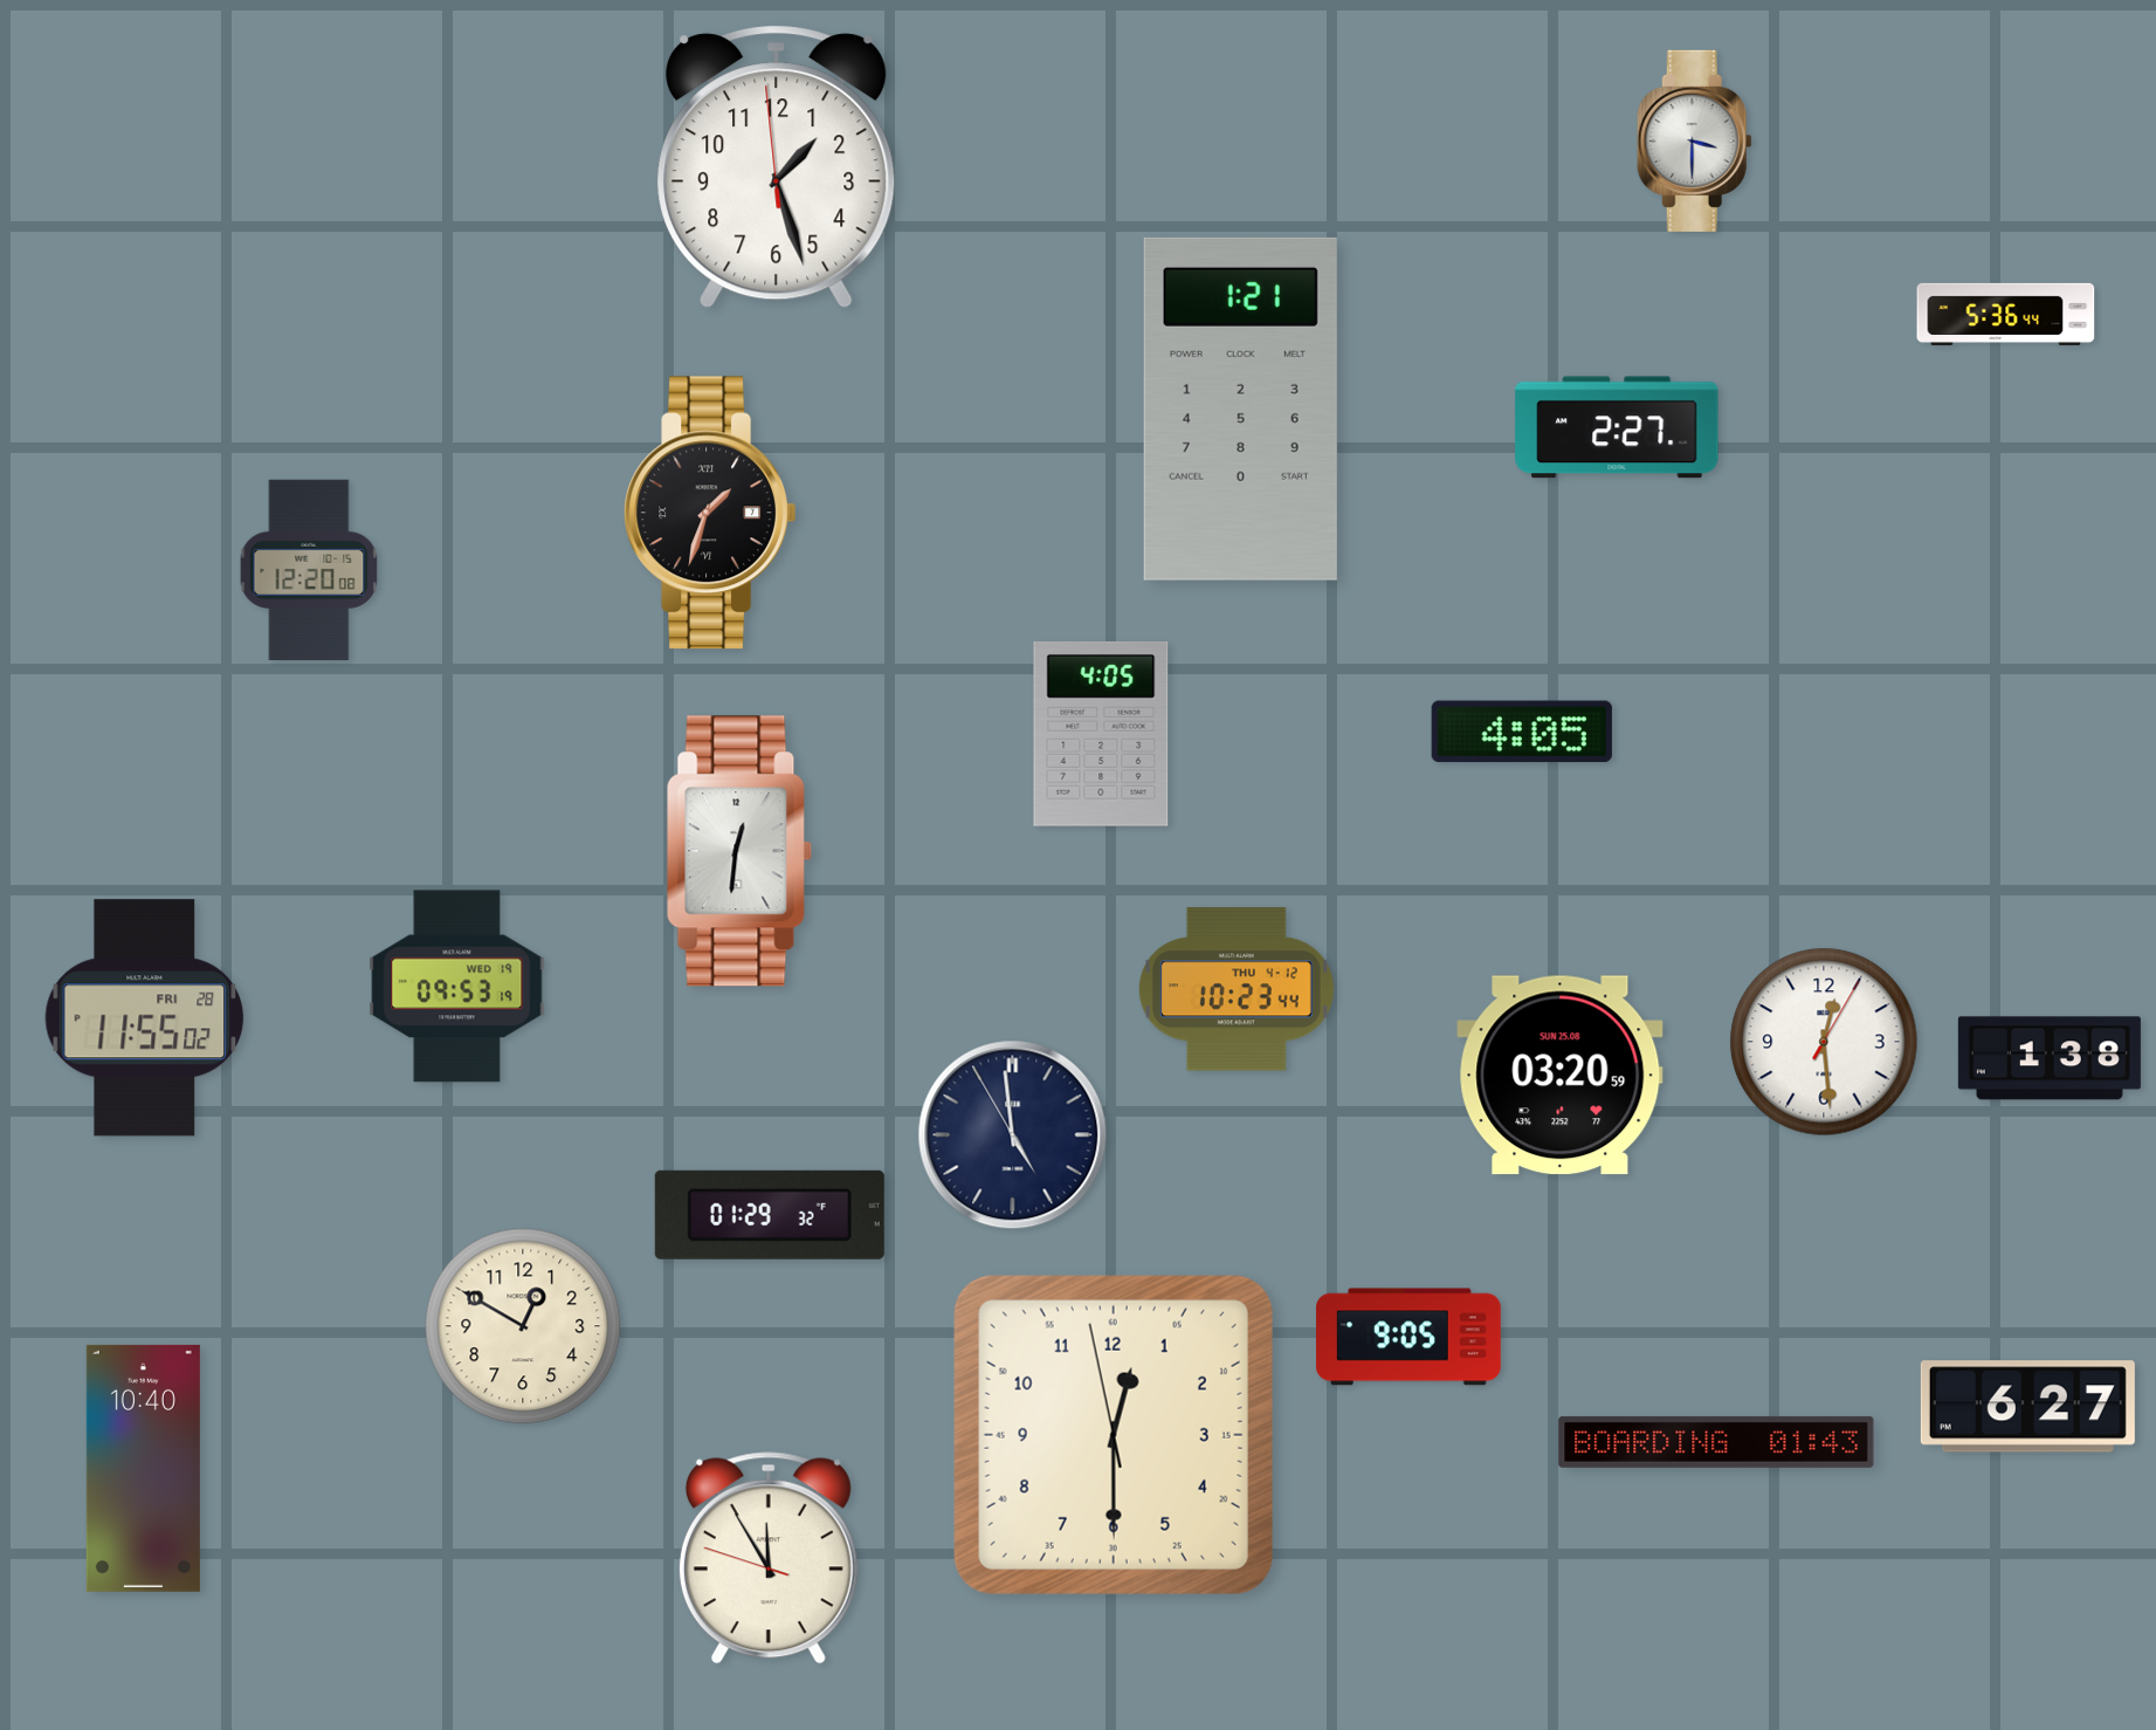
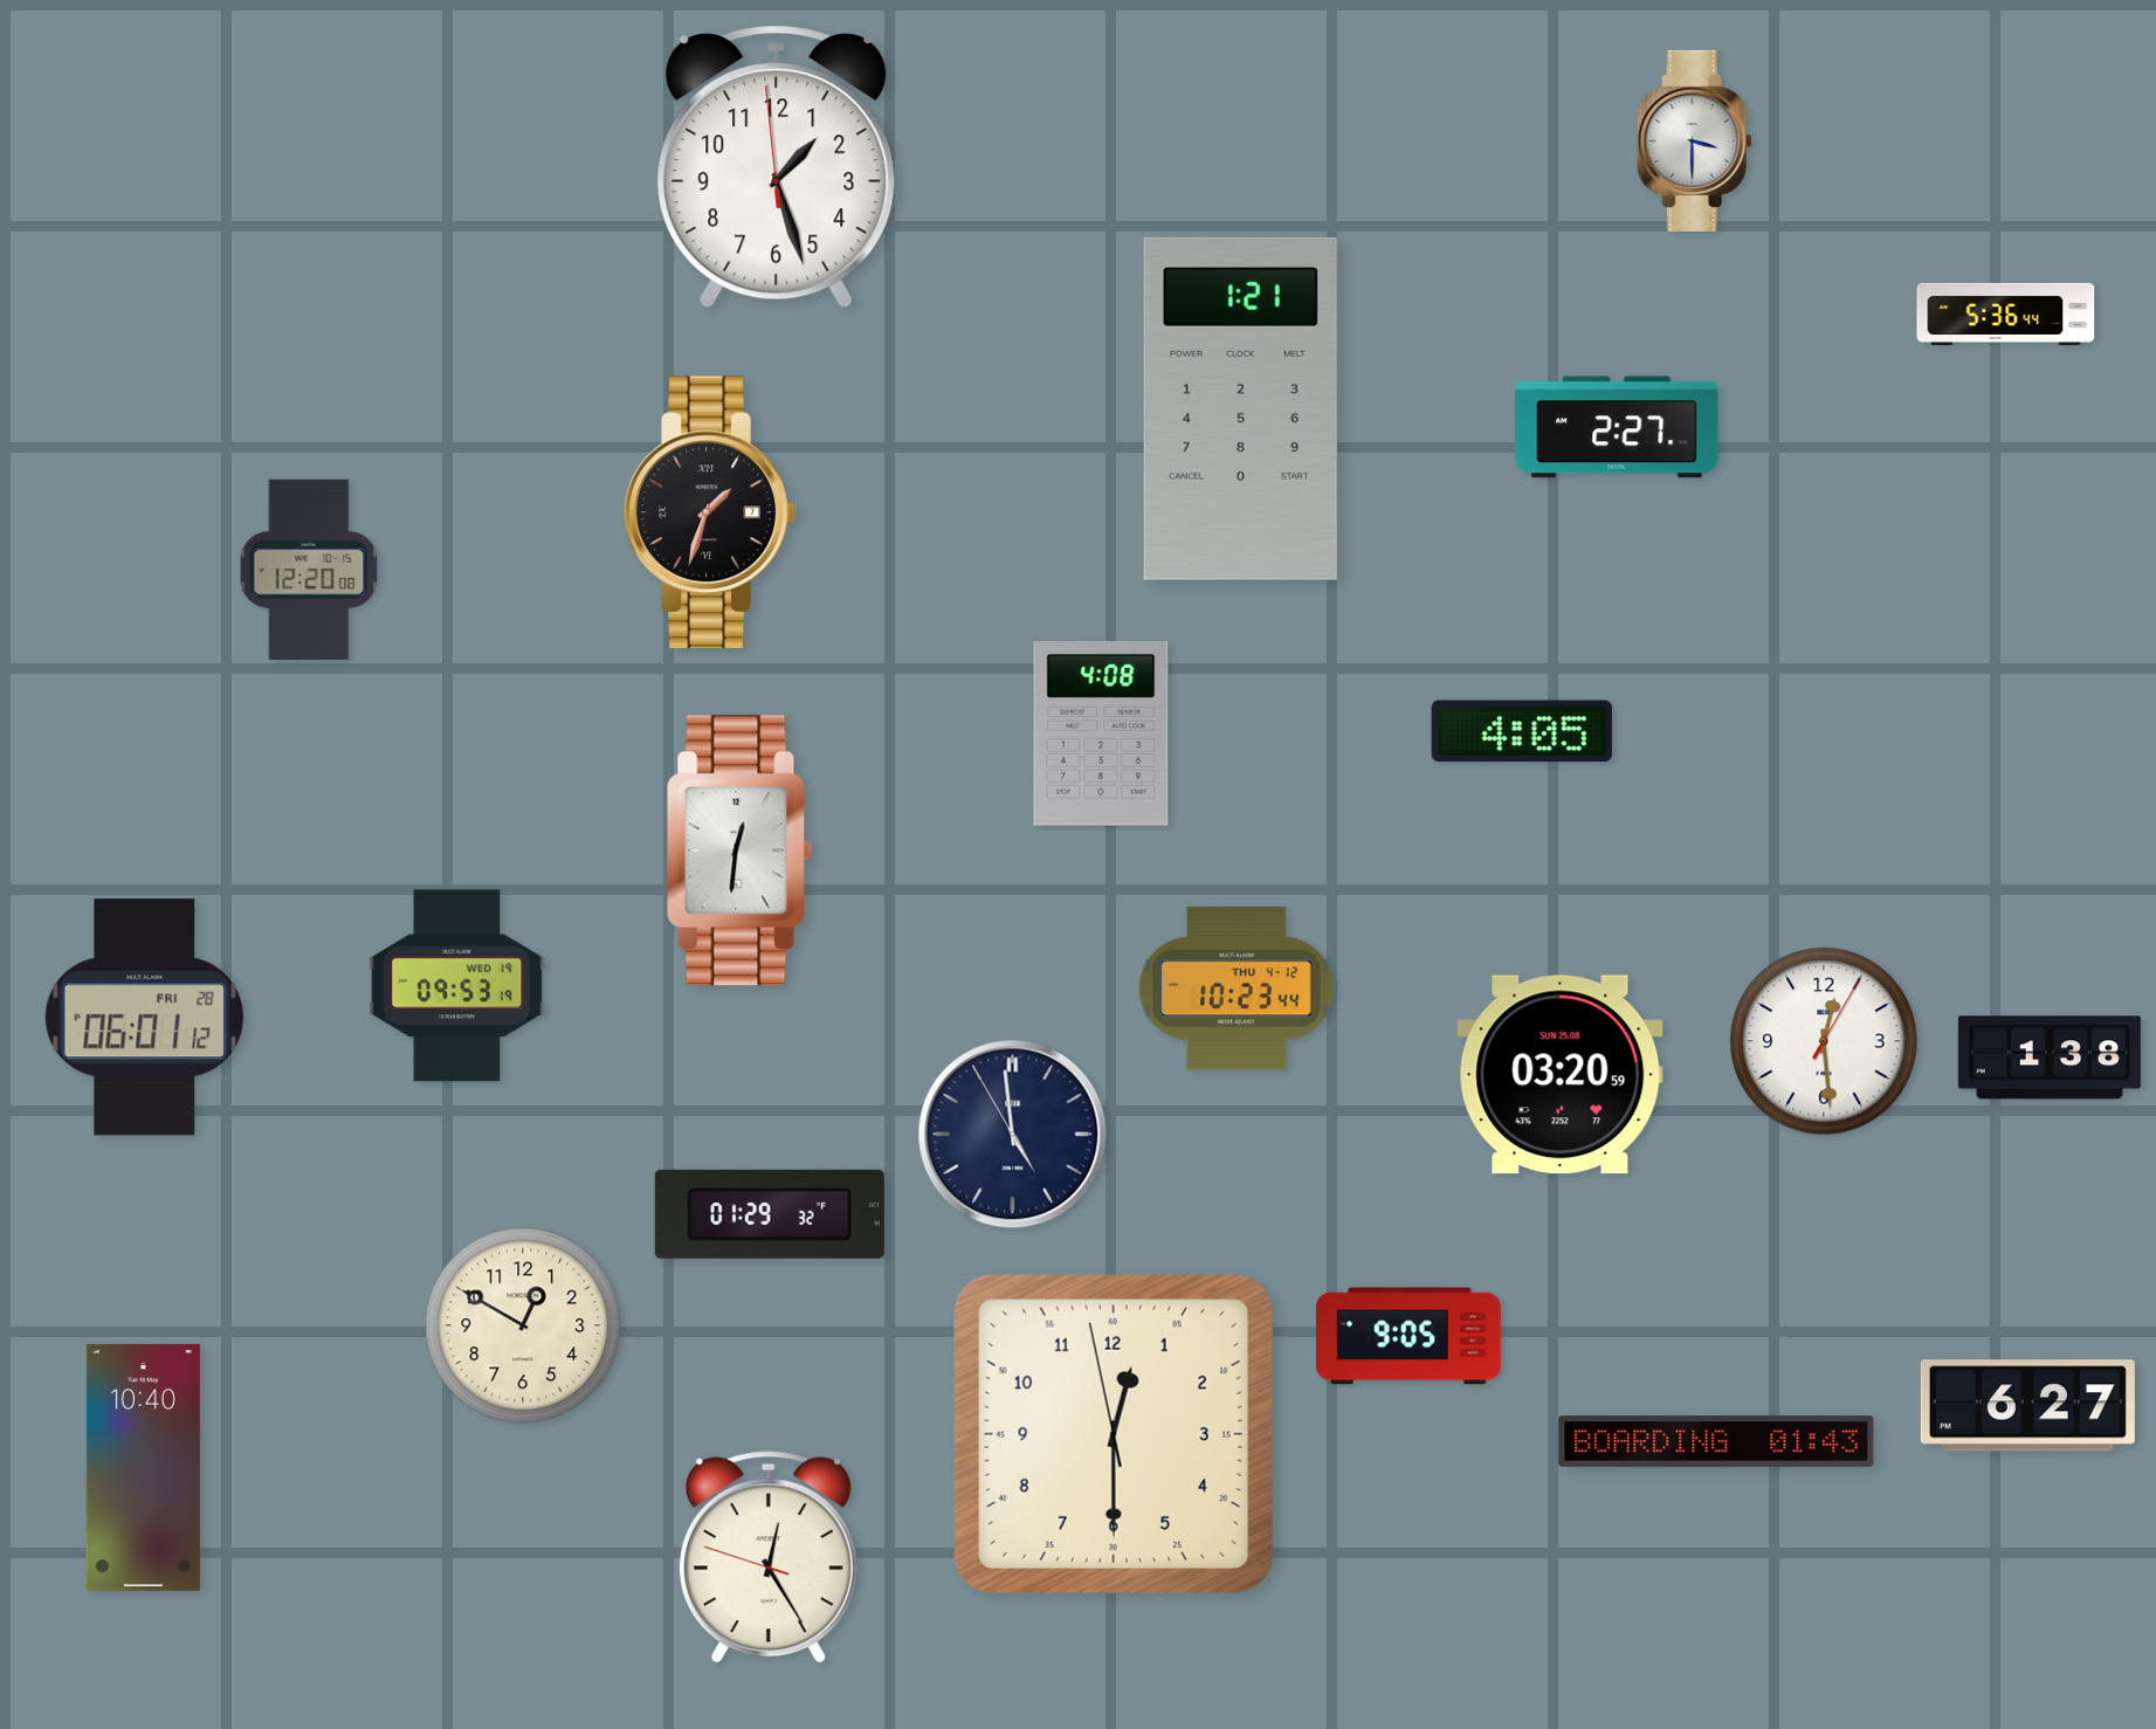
clock at (1101, 734): 4:05 -> 4:08
clock at (145, 1018): 11:55 -> 06:01
clock at (769, 1558): 11:54 -> 12:24
